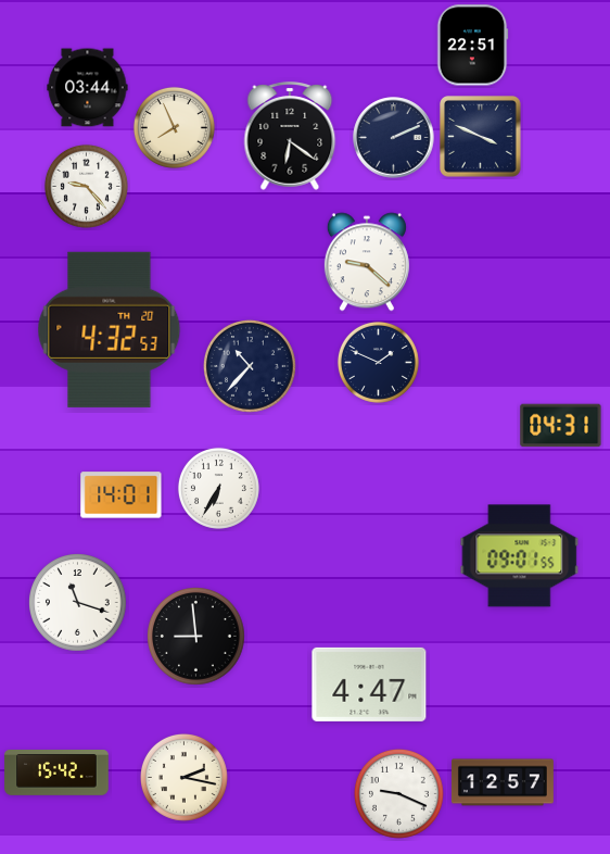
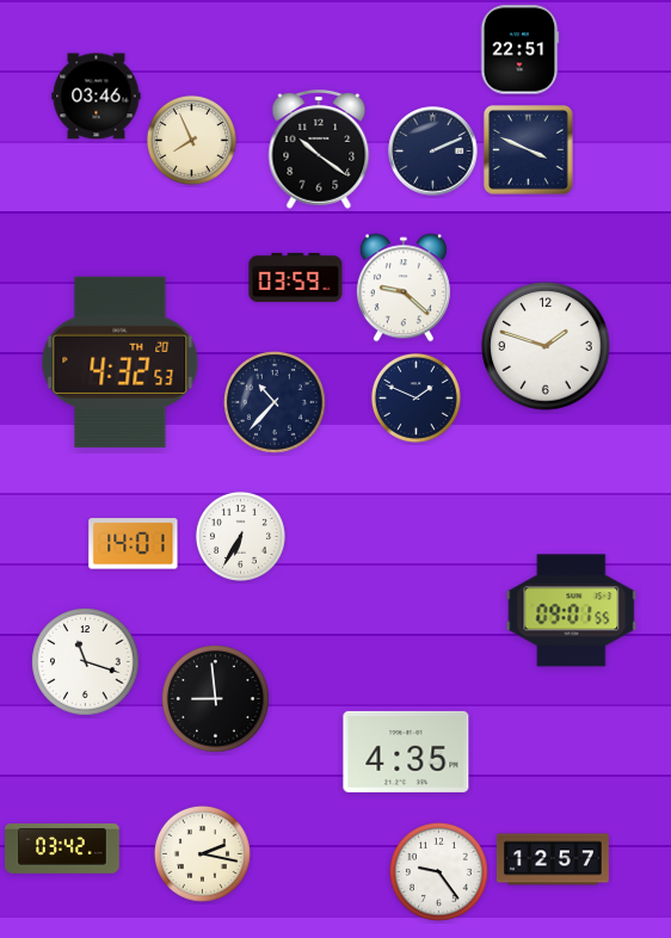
clock at (88, 88): 03:44 -> 03:46
clock at (290, 136): 6:21 -> 10:21
clock at (86, 186): 9:23 -> none
clock at (296, 277): none -> 03:59
clock at (546, 346): none -> 1:48
clock at (561, 426): 04:31 -> none
clock at (369, 685): 4:47 -> 4:35
clock at (56, 774): 15:42 -> 03:42
clock at (398, 793): 9:19 -> 9:24
